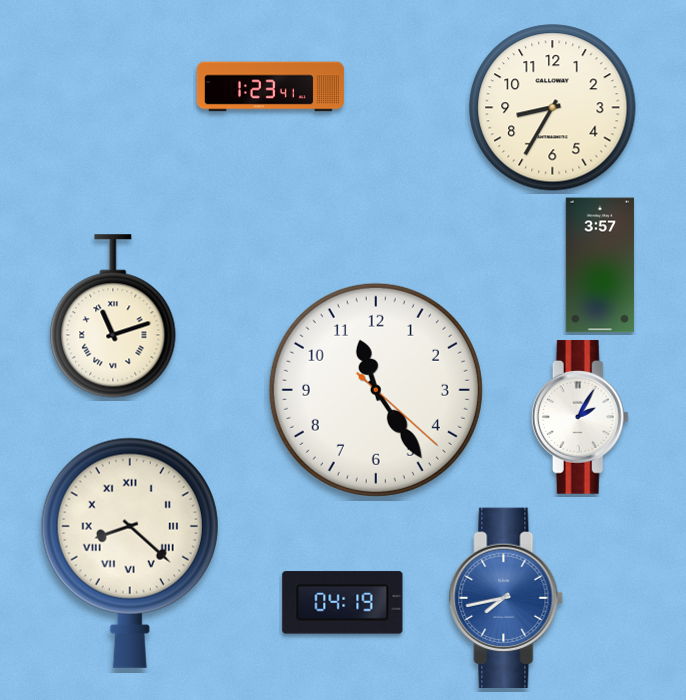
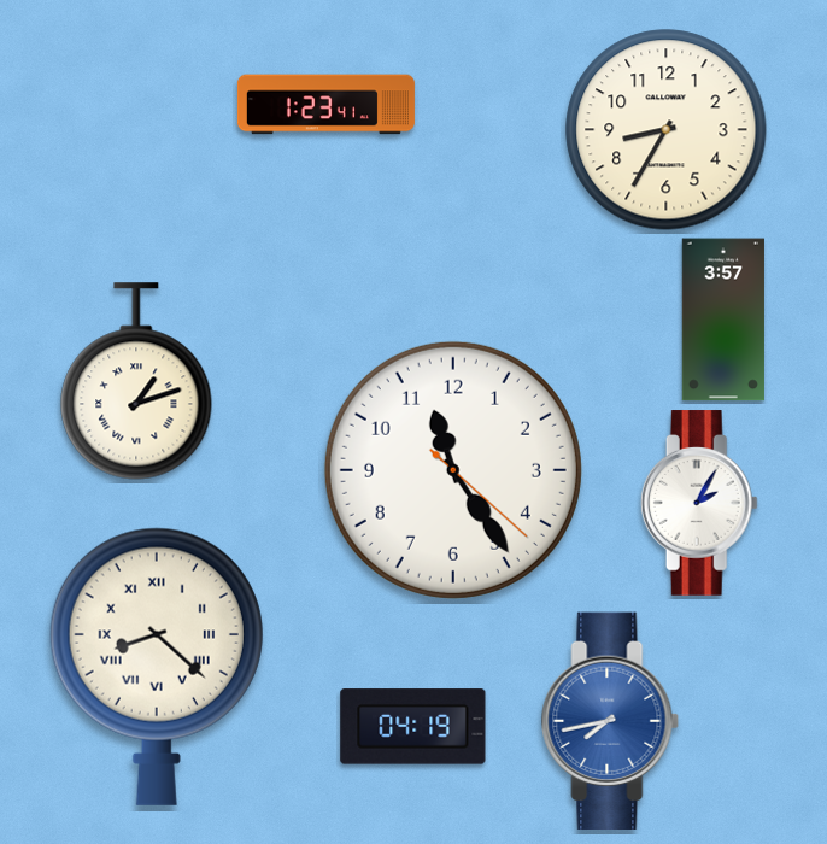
clock at (113, 316): 11:12 -> 1:12
